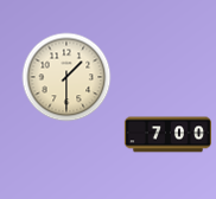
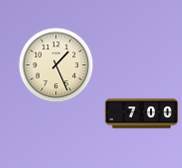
clock at (66, 77): 1:30 -> 1:26
